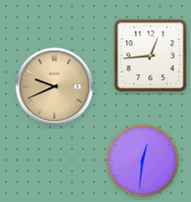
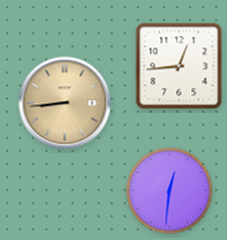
clock at (55, 87): 9:41 -> 8:44
